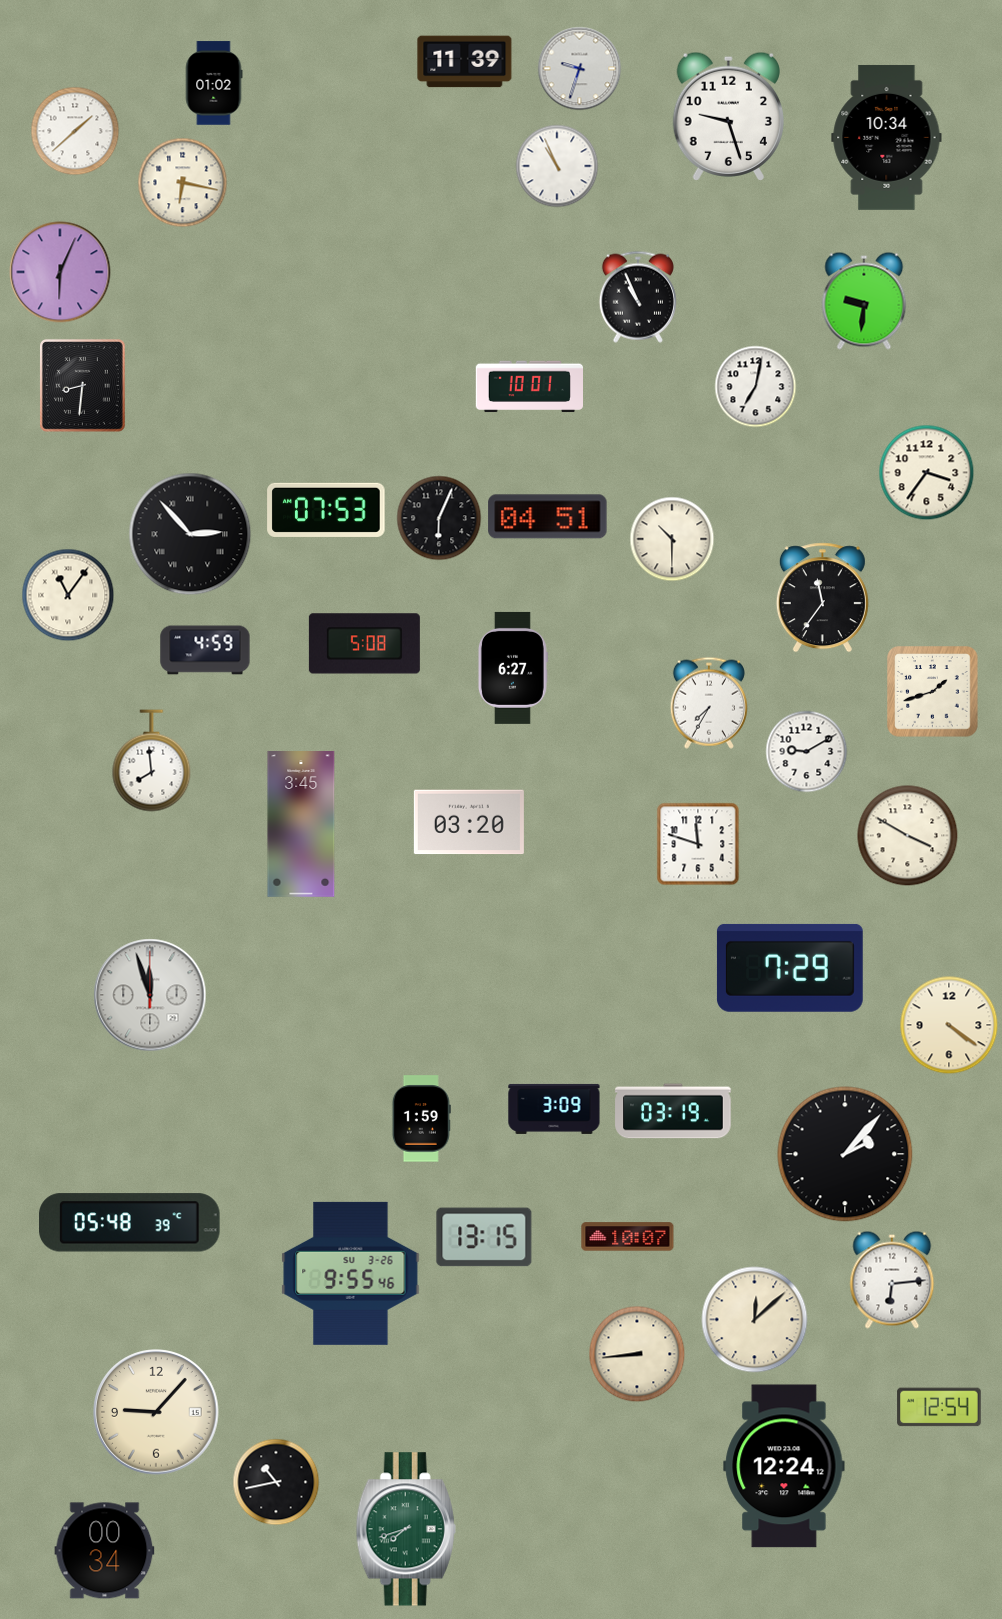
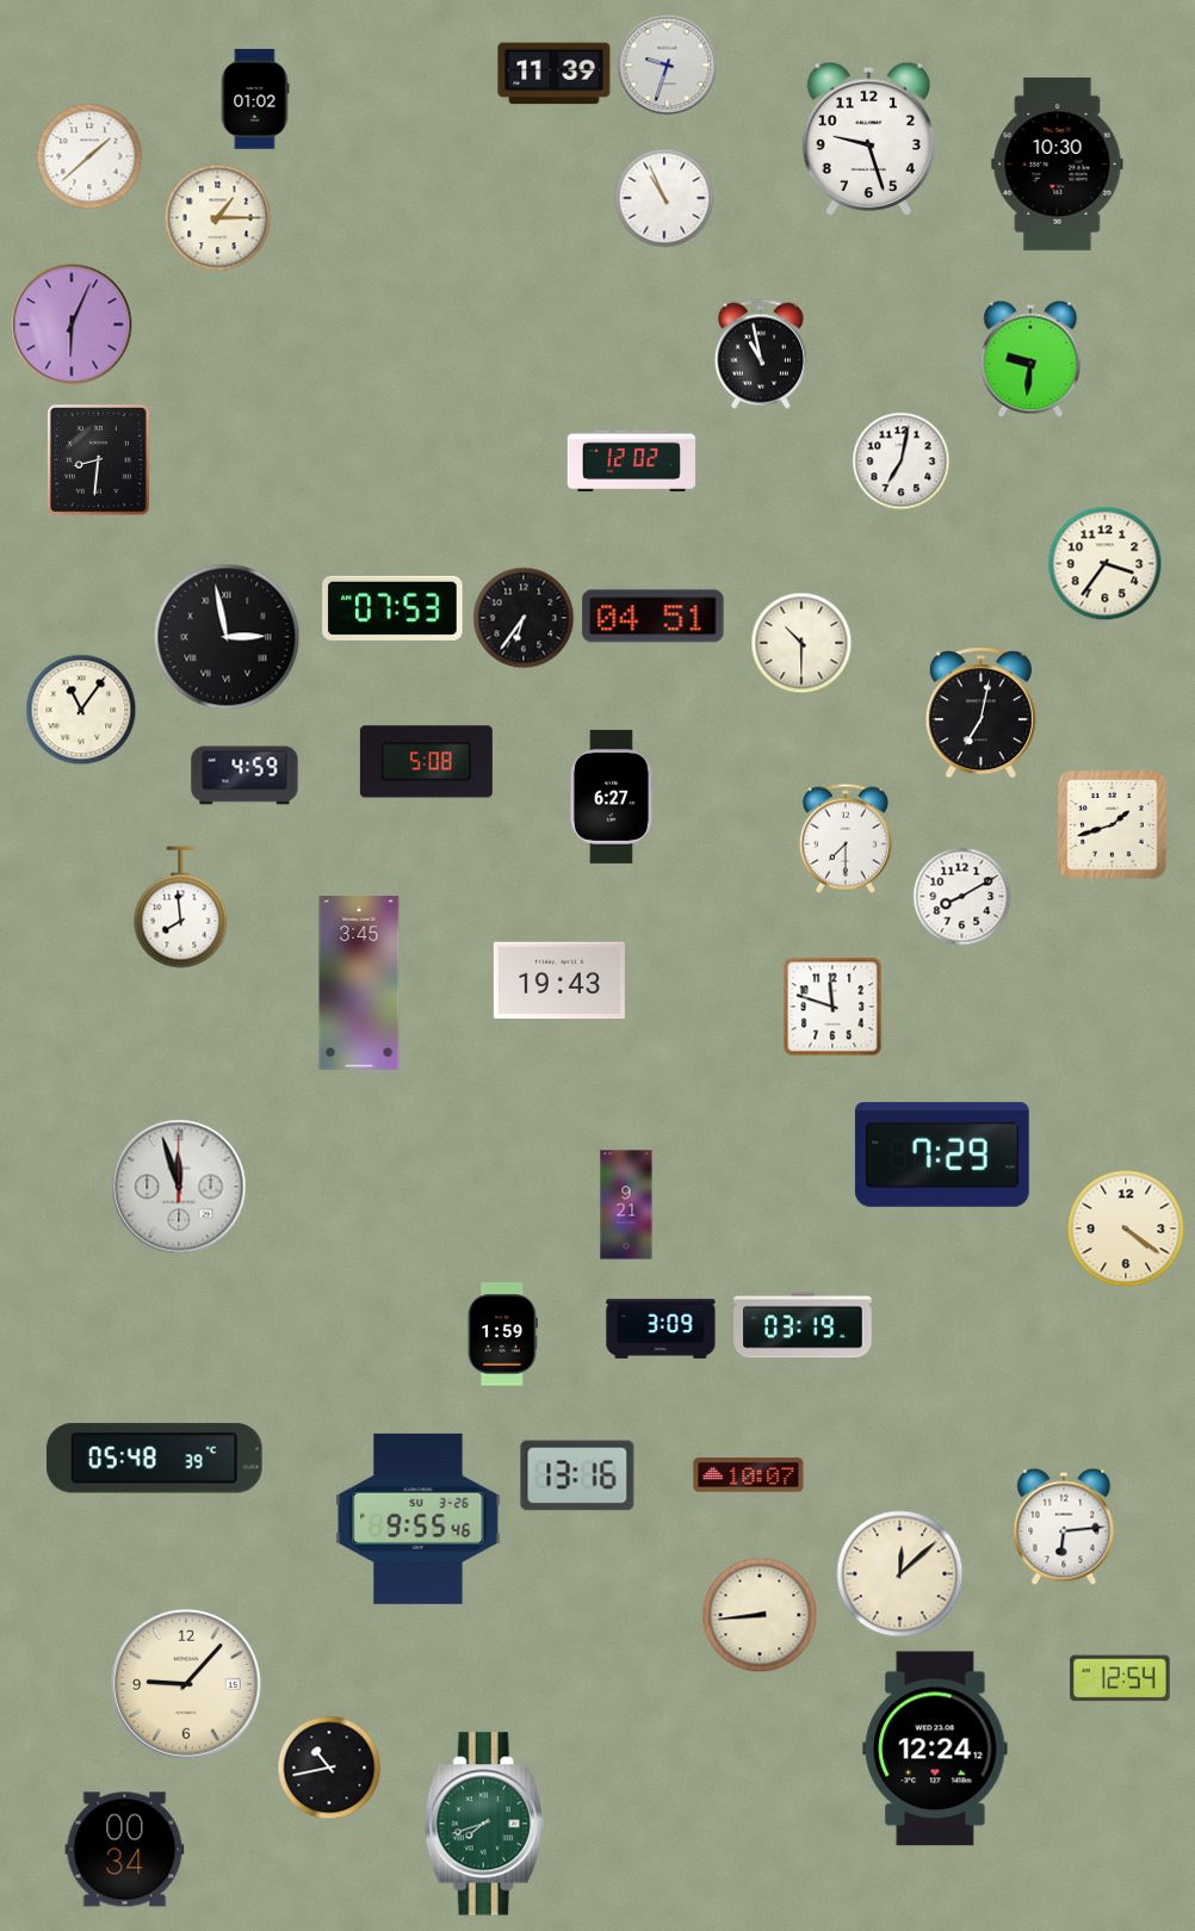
clock at (580, 69) position: (580, 69) -> (668, 66)
clock at (887, 137): 10:34 -> 10:30
clock at (183, 183): 6:17 -> 1:15
clock at (638, 297): 10:56 -> 10:58
clock at (529, 387): 10:01 -> 12:02
clock at (326, 510) position: (326, 510) -> (392, 608)
clock at (439, 518): 6:04 -> 6:36
clock at (190, 534): 2:53 -> 2:58
clock at (822, 598): 11:36 -> 7:02
clock at (364, 644) position: (364, 644) -> (426, 762)
clock at (709, 703): 7:35 -> 7:30
clock at (807, 752): 9:10 -> 8:10
clock at (469, 822): 03:20 -> 19:43
clock at (908, 836): 3:50 -> none
clock at (626, 1205): none -> 9:21
clock at (949, 1025) position: (949, 1025) -> (1126, 1228)
clock at (554, 1109) position: (554, 1109) -> (661, 1329)
clock at (845, 1154): 2:07 -> none
clock at (484, 1237): 13:15 -> 13:16
